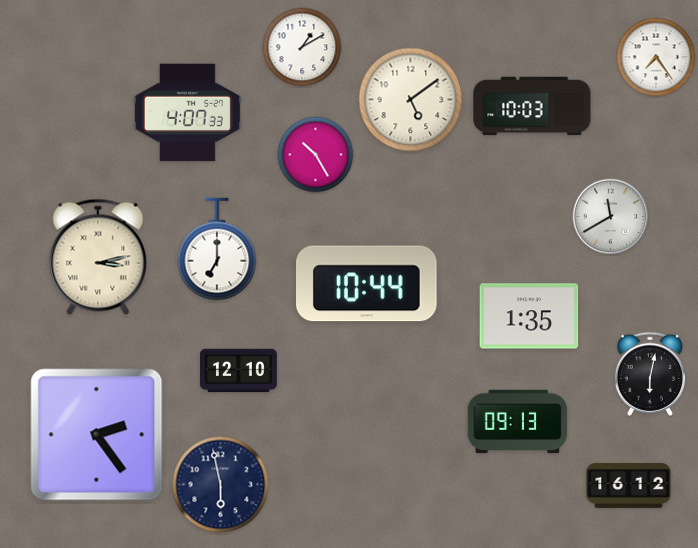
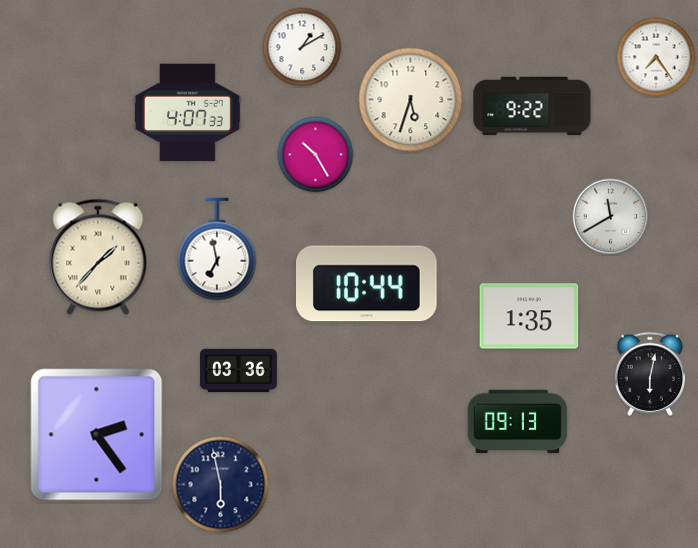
clock at (411, 100): 5:09 -> 5:33
clock at (532, 106): 10:03 -> 9:22
clock at (217, 249): 7:00 -> 6:58
clock at (98, 257): 3:13 -> 1:37
clock at (238, 371): 12:10 -> 03:36
clock at (629, 485): 16:12 -> none
